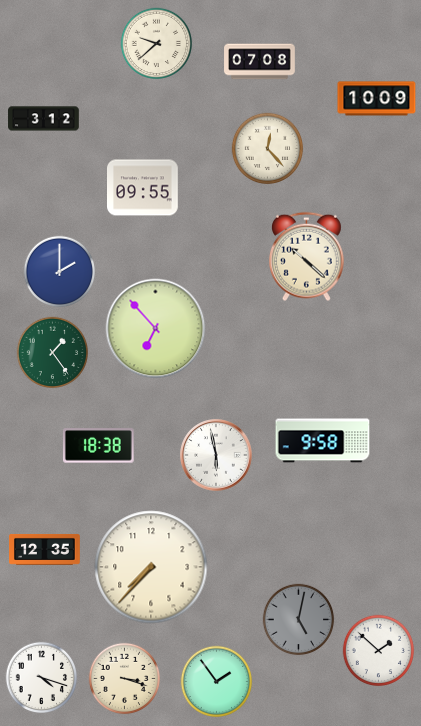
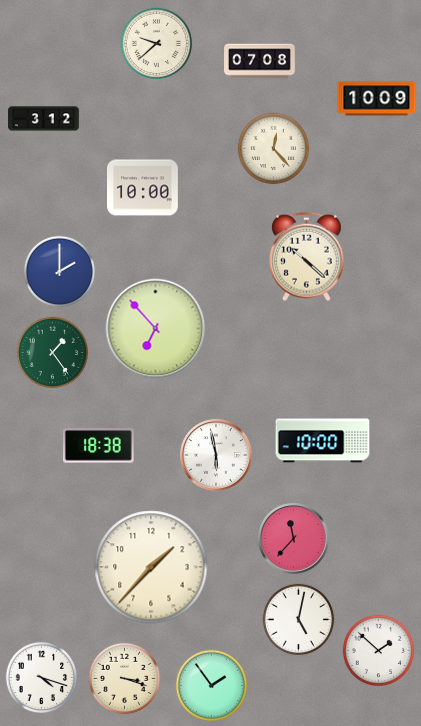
clock at (268, 149) position: (268, 149) -> (274, 149)
clock at (143, 188): 09:55 -> 10:00
clock at (323, 441): 9:58 -> 10:00
clock at (294, 539): none -> 11:37
clock at (45, 549): 12:35 -> none
clock at (151, 567): 7:37 -> 1:37
clock at (299, 620) dial: grey -> white
clock at (217, 682) position: (217, 682) -> (212, 686)
